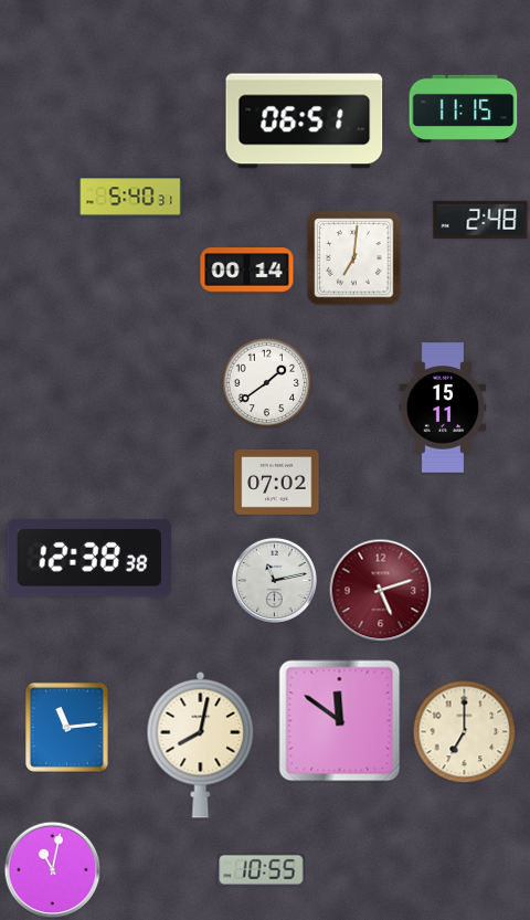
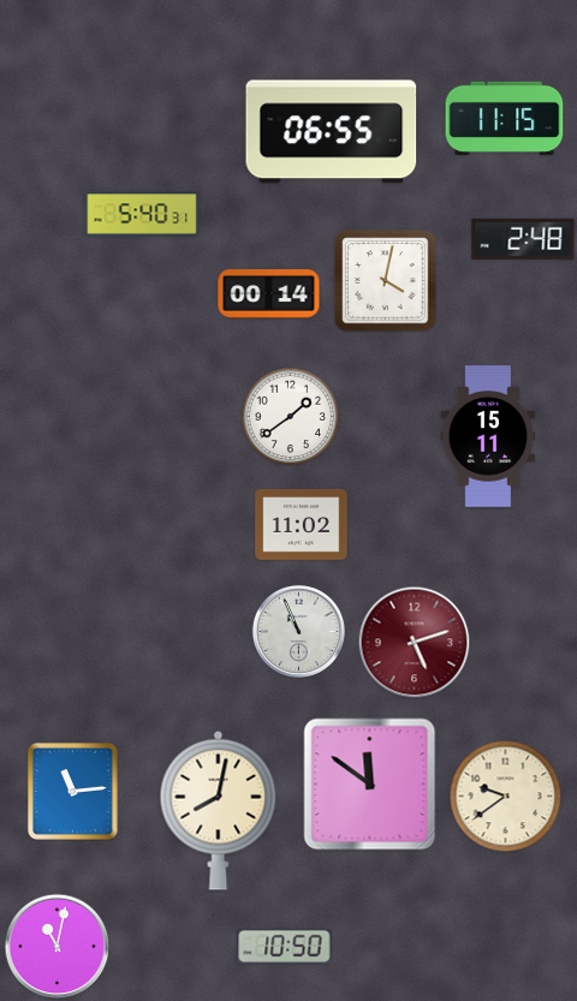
clock at (305, 121): 06:51 -> 06:55
clock at (354, 258): 7:01 -> 4:02
clock at (443, 408) position: (443, 408) -> (488, 436)
clock at (277, 483): 07:02 -> 11:02
clock at (89, 558): 12:38 -> none
clock at (274, 580): 11:13 -> 10:56
clock at (464, 731): 7:00 -> 9:39
clock at (262, 869): 10:55 -> 10:50
